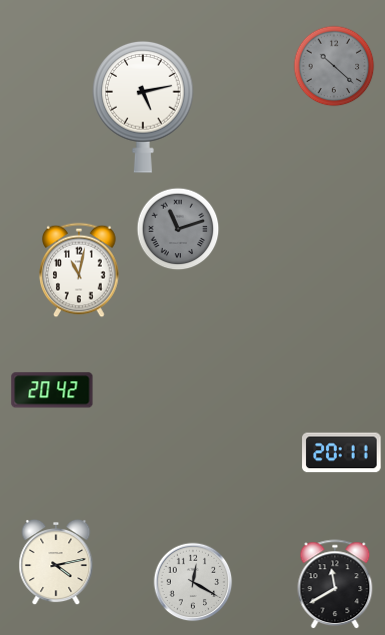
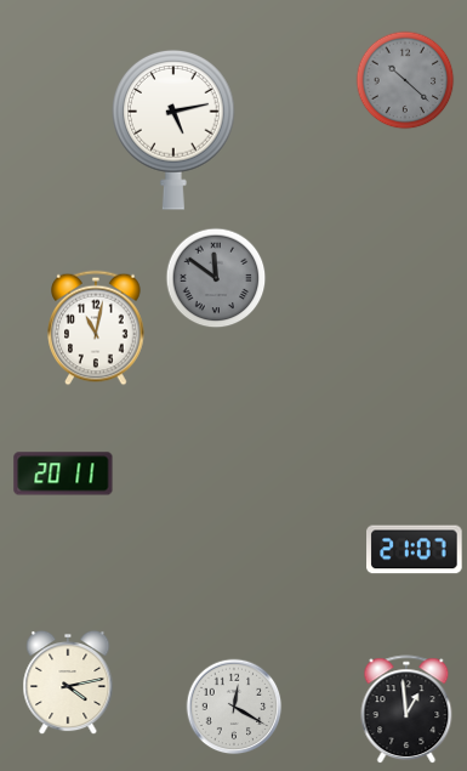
clock at (178, 229): 11:12 -> 11:51
clock at (52, 390): 20:42 -> 20:11
clock at (342, 453): 20:11 -> 21:07
clock at (335, 585): 11:40 -> 12:59
